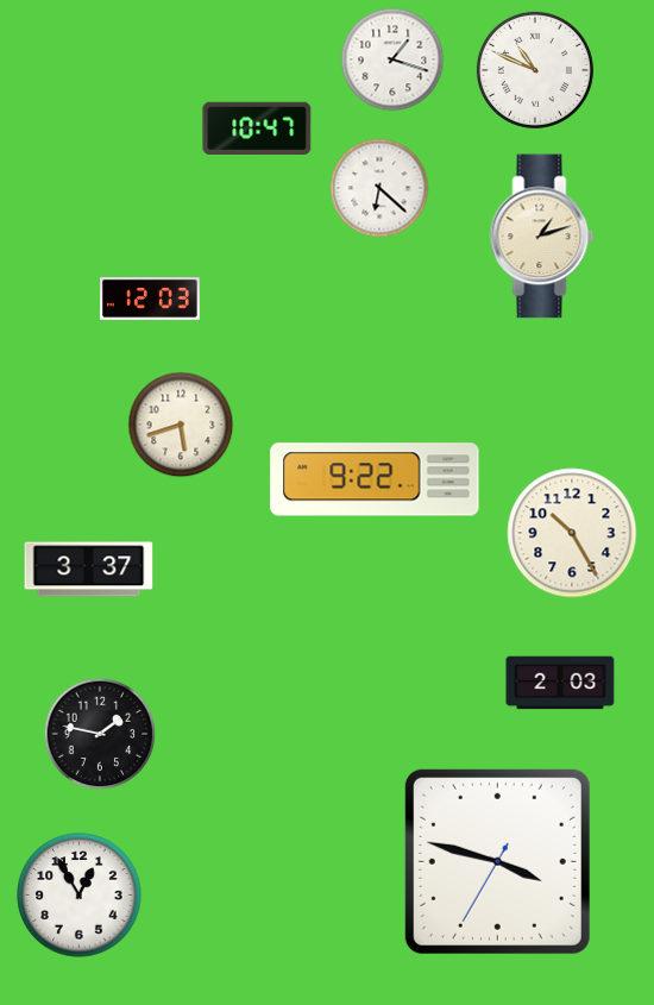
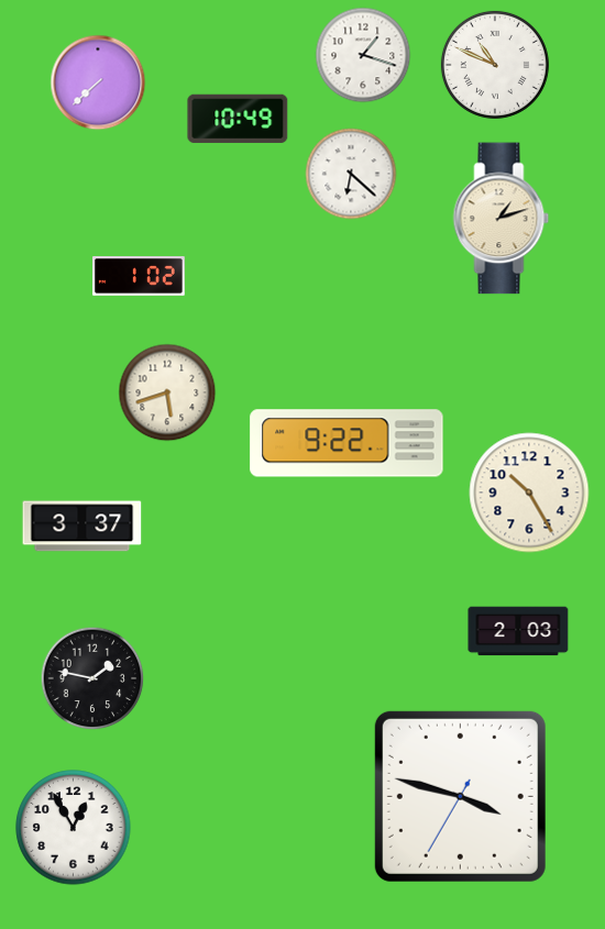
clock at (98, 82): none -> 7:38
clock at (257, 128): 10:47 -> 10:49
clock at (150, 300): 12:03 -> 1:02
